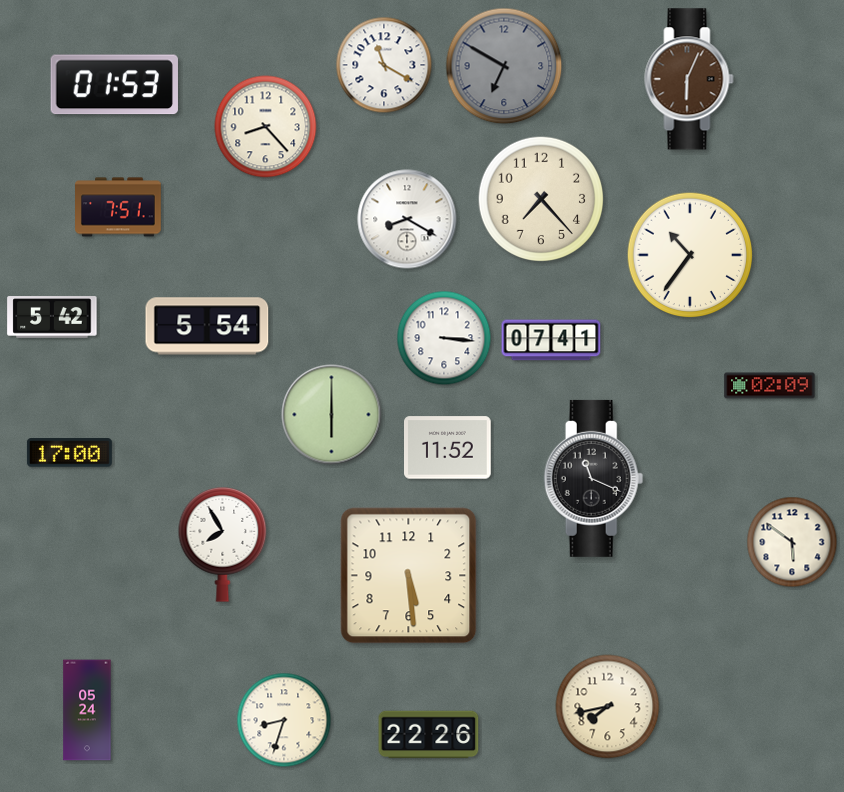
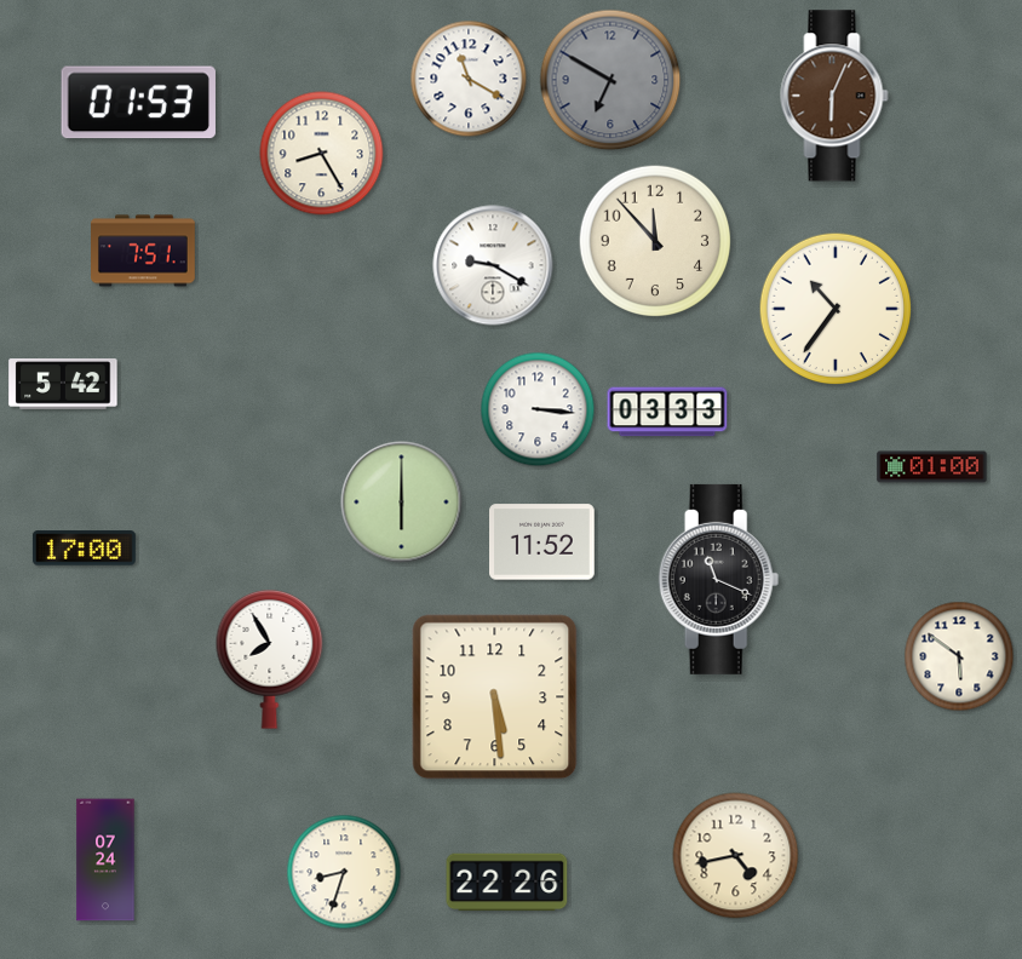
clock at (384, 65) position: (384, 65) -> (469, 79)
clock at (266, 127): 8:23 -> 8:25
clock at (541, 199): 7:23 -> 11:53
clock at (407, 219): 8:20 -> 9:20
clock at (207, 326): 5:54 -> none
clock at (551, 340): 07:41 -> 03:33
clock at (770, 386): 02:09 -> 01:00
clock at (608, 707): 7:43 -> 4:43
clock at (87, 710): 05:24 -> 07:24
clock at (429, 735) position: (429, 735) -> (507, 883)
